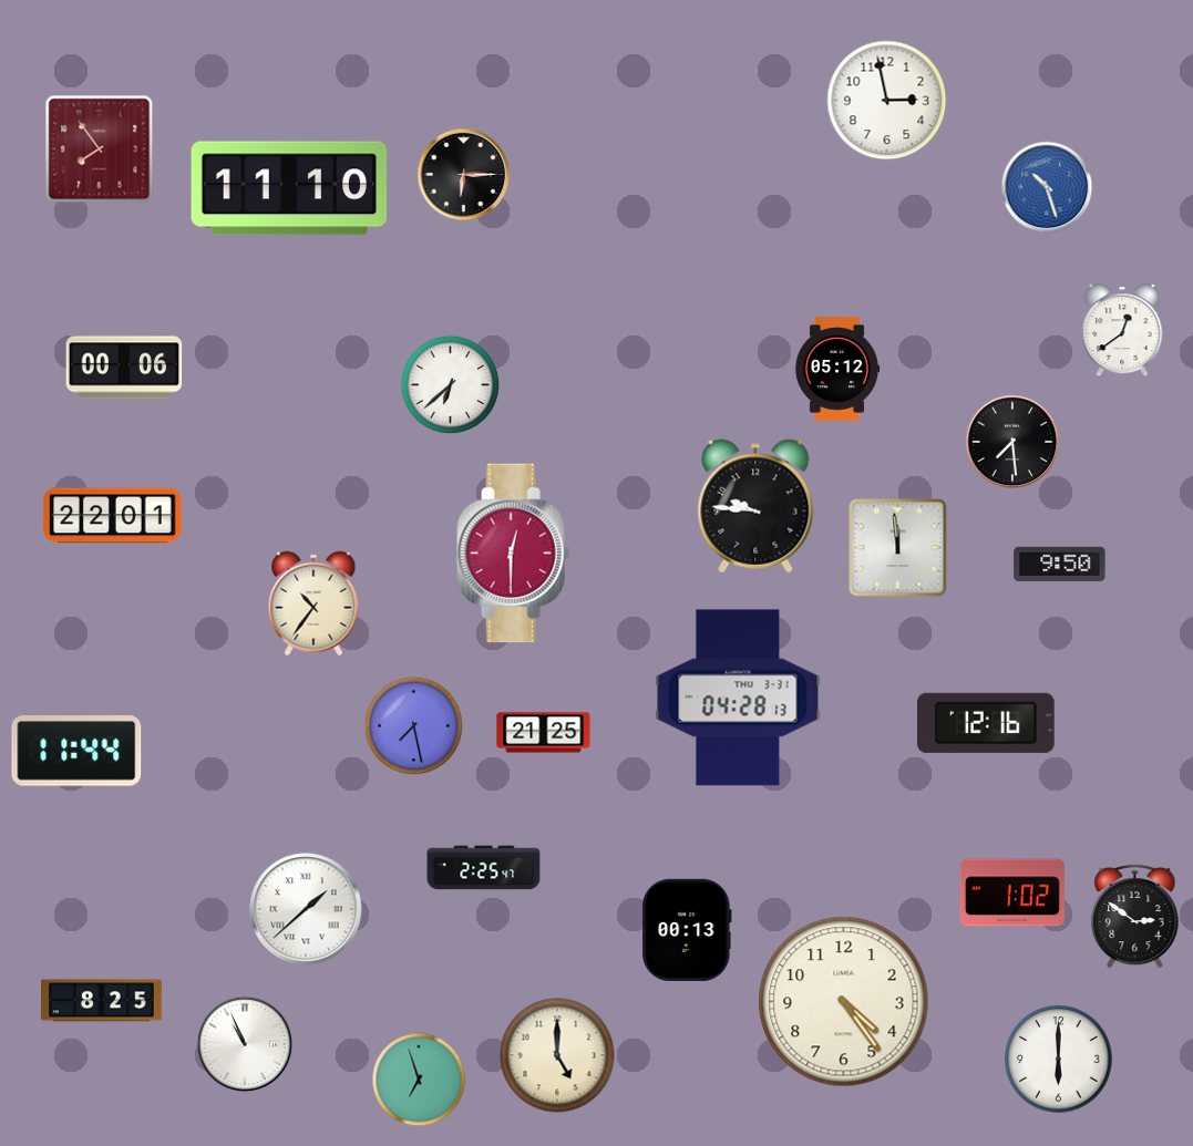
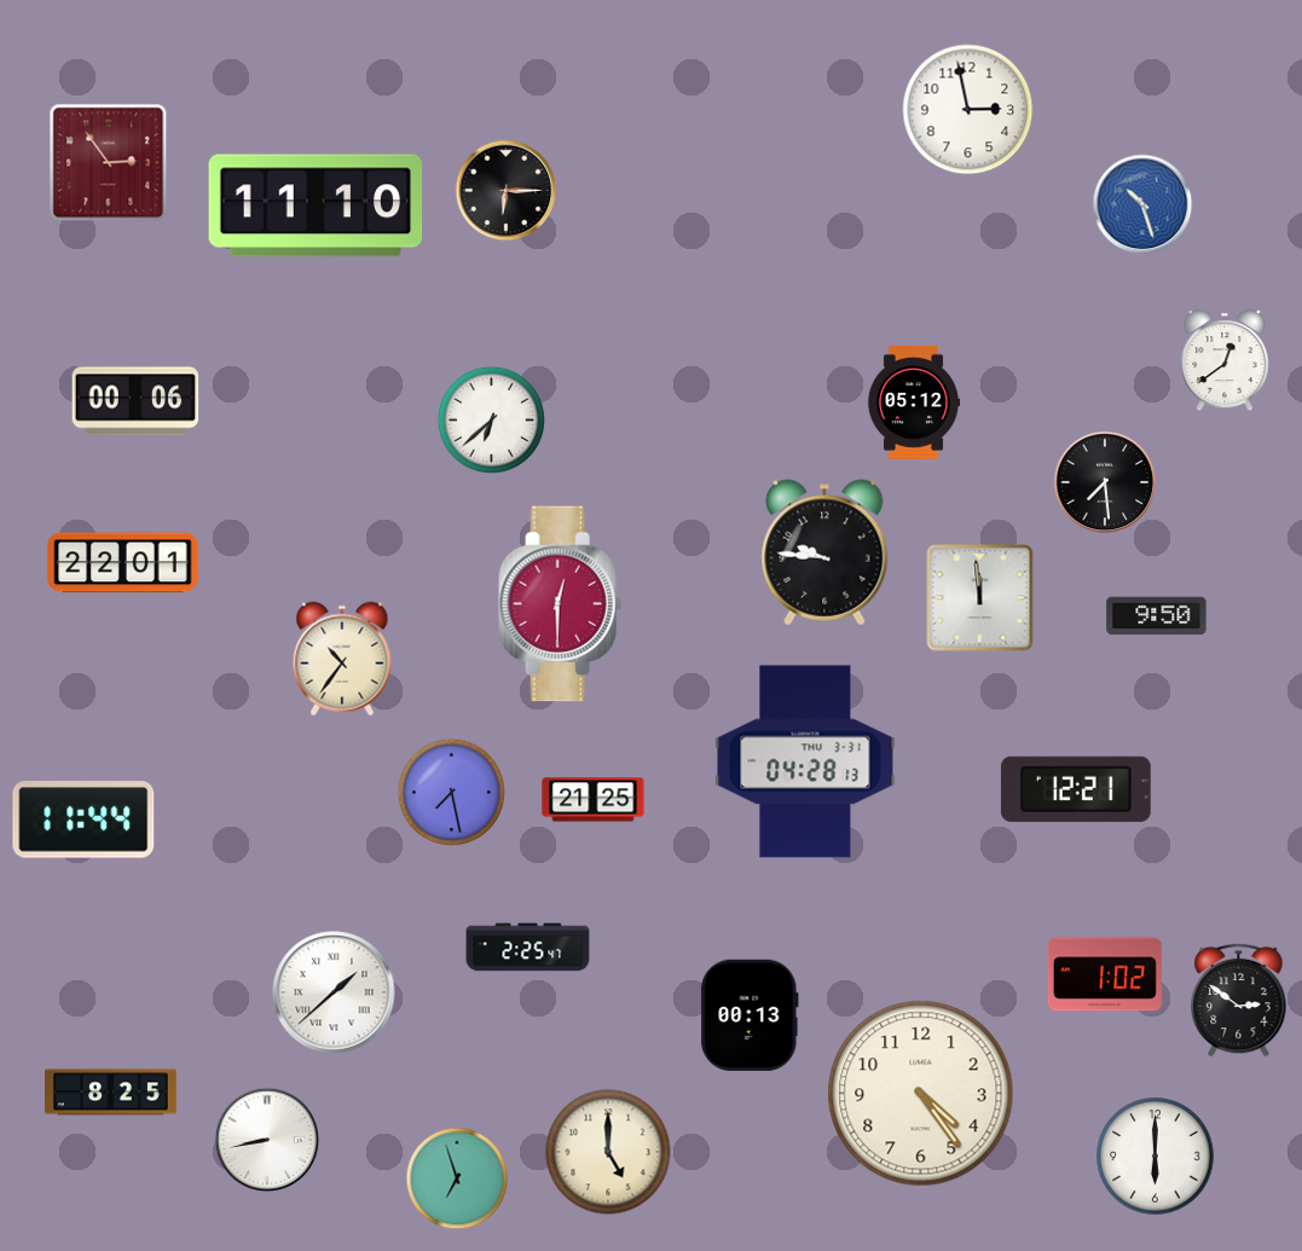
clock at (100, 149): 7:54 -> 2:54
clock at (986, 723): 12:16 -> 12:21
clock at (245, 1044): 10:56 -> 8:43
